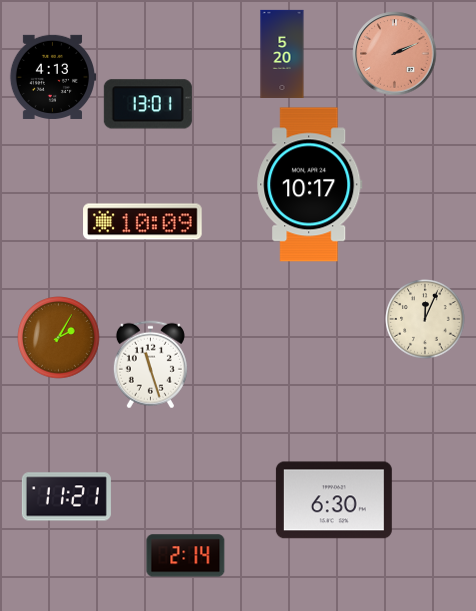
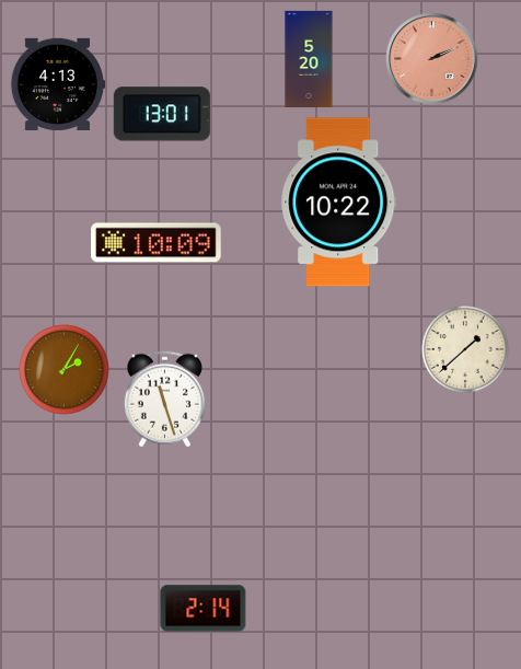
clock at (310, 185): 10:17 -> 10:22
clock at (425, 319): 12:04 -> 1:38
clock at (66, 497): 11:21 -> none
clock at (334, 500): 6:30 -> none
